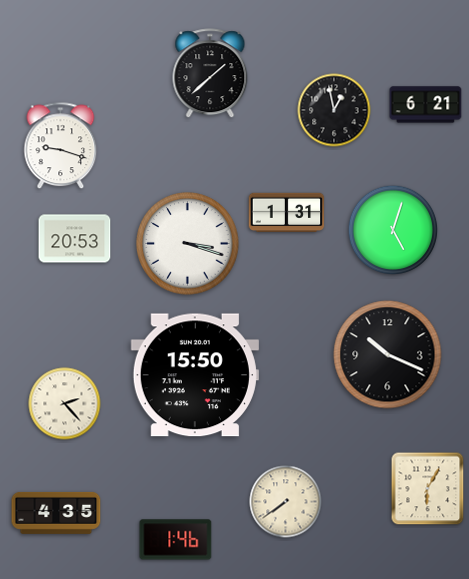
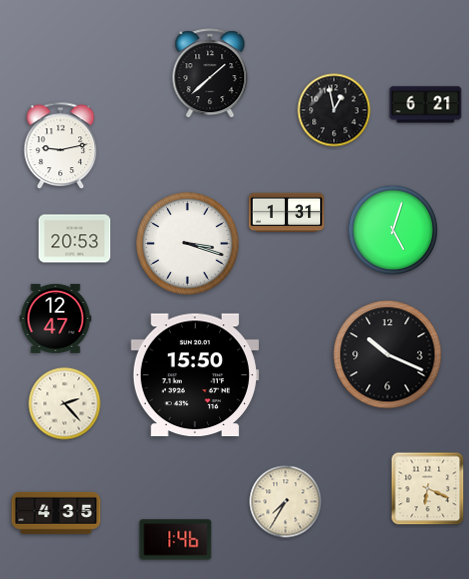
clock at (61, 146): 9:18 -> 9:13
clock at (56, 318): none -> 12:47
clock at (428, 489): 6:05 -> 6:19
clock at (286, 502): 7:39 -> 7:35
